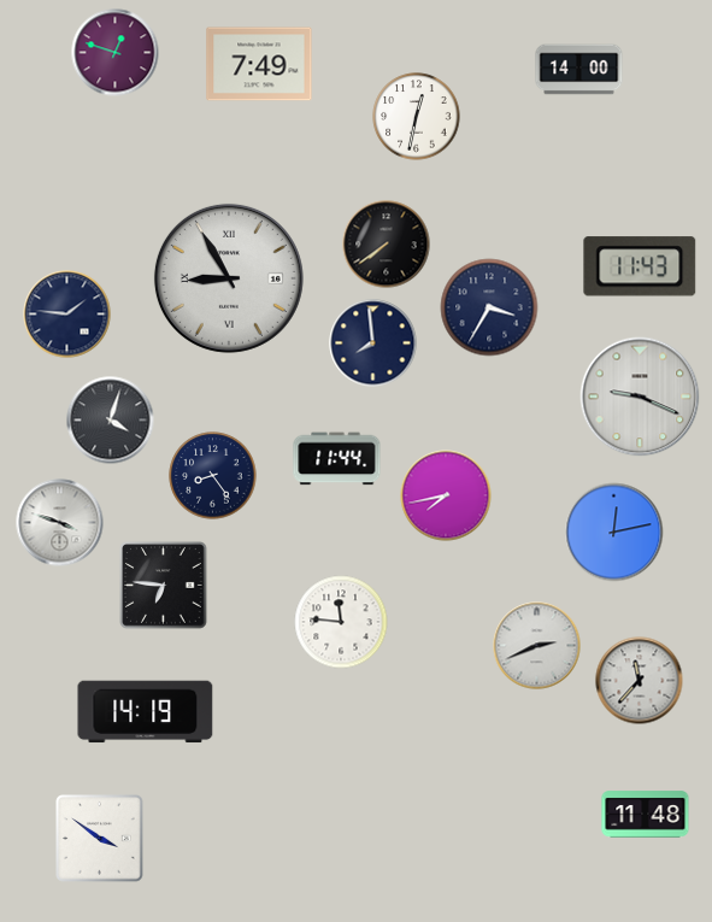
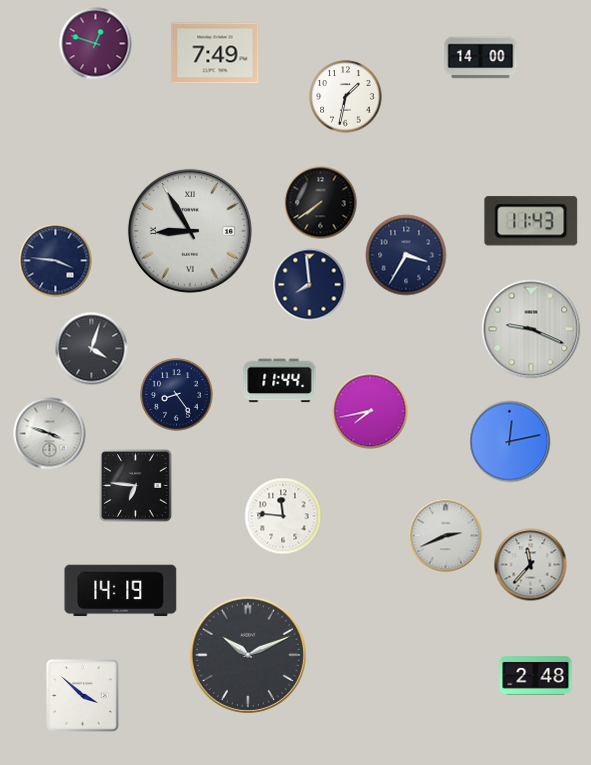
clock at (417, 117): 12:32 -> 1:32
clock at (67, 315): 1:46 -> 3:46
clock at (248, 655): none -> 10:11
clock at (646, 815): 11:48 -> 2:48
clock at (100, 839): 3:51 -> 3:52
